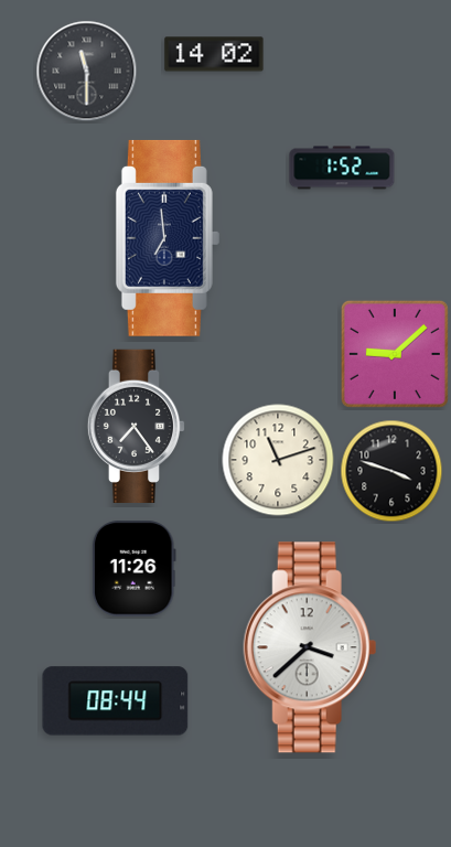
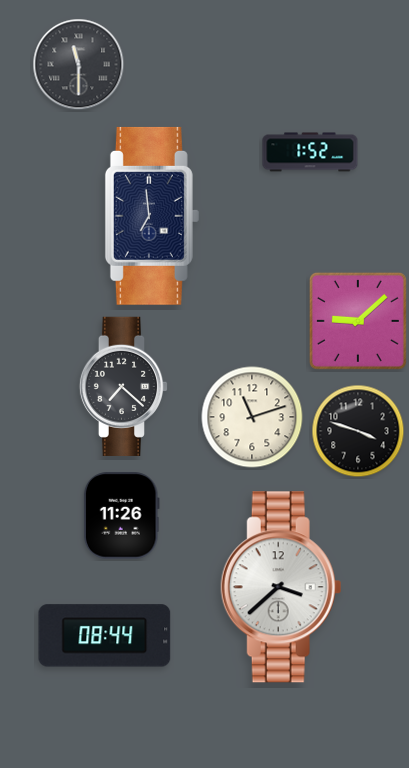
clock at (214, 54): 14:02 -> none
clock at (137, 426): 7:24 -> 7:22
clock at (391, 471) position: (391, 471) -> (358, 431)
